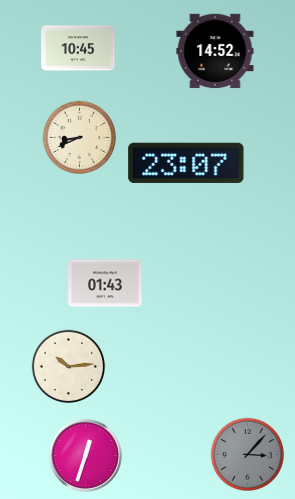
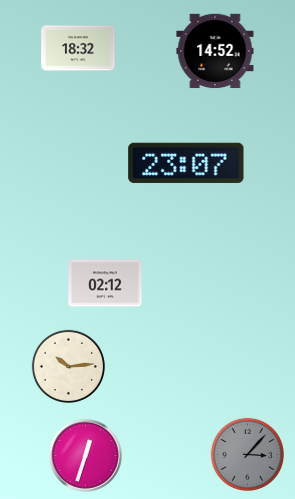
clock at (78, 48): 10:45 -> 18:32
clock at (79, 137): 8:41 -> none
clock at (105, 283): 01:43 -> 02:12
